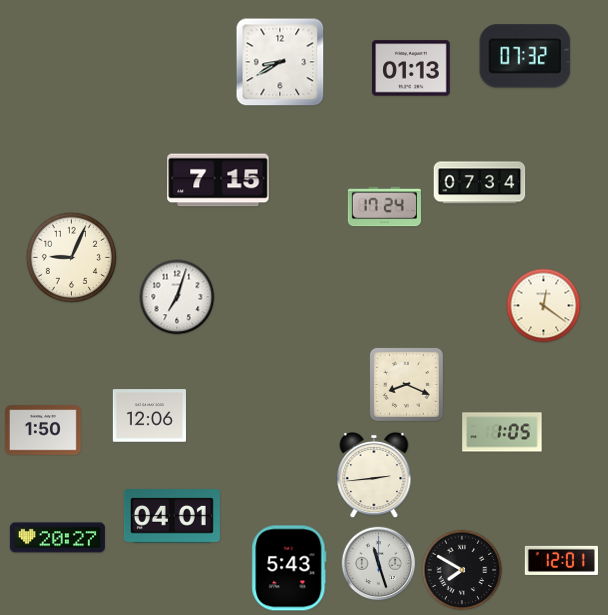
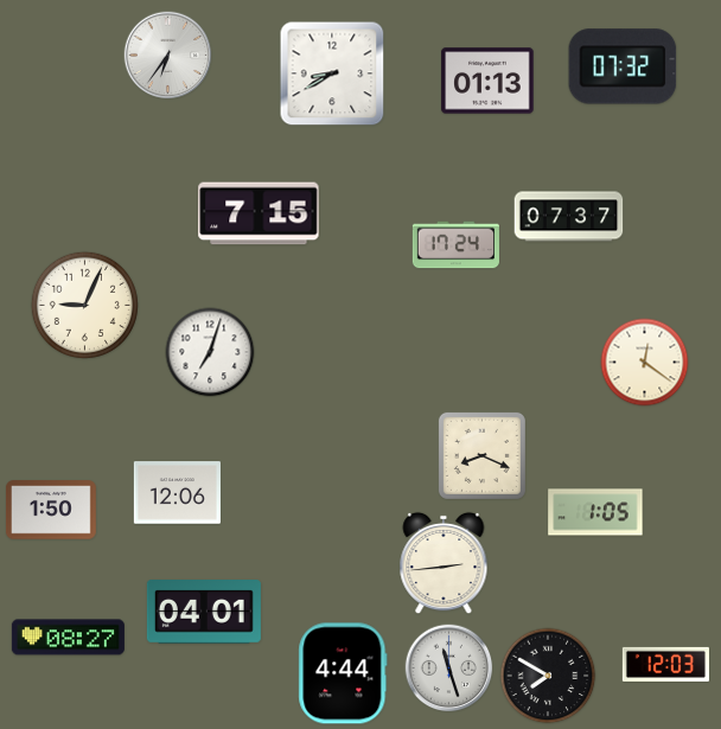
clock at (168, 56): none -> 6:36
clock at (480, 183): 07:34 -> 07:37
clock at (57, 538): 20:27 -> 08:27
clock at (561, 560): 12:01 -> 12:03
clock at (289, 568): 5:43 -> 4:44
